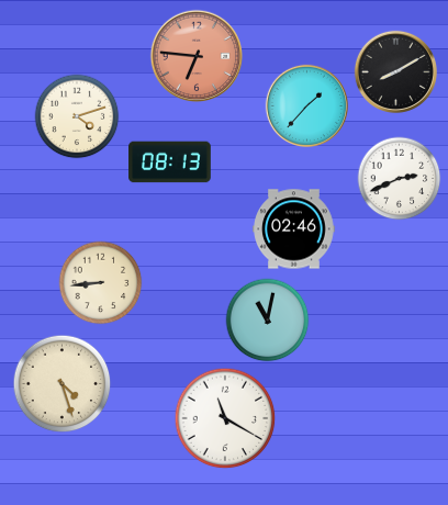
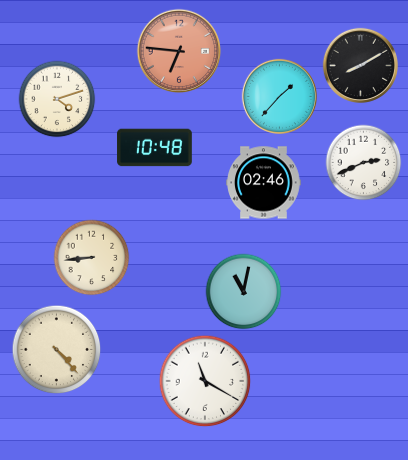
clock at (77, 116) position: (77, 116) -> (57, 99)
clock at (170, 162): 08:13 -> 10:48
clock at (294, 229) position: (294, 229) -> (264, 183)
clock at (63, 384): 4:27 -> 4:23
